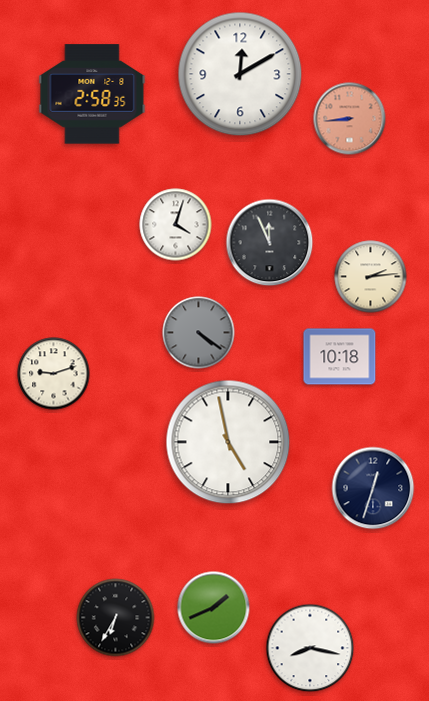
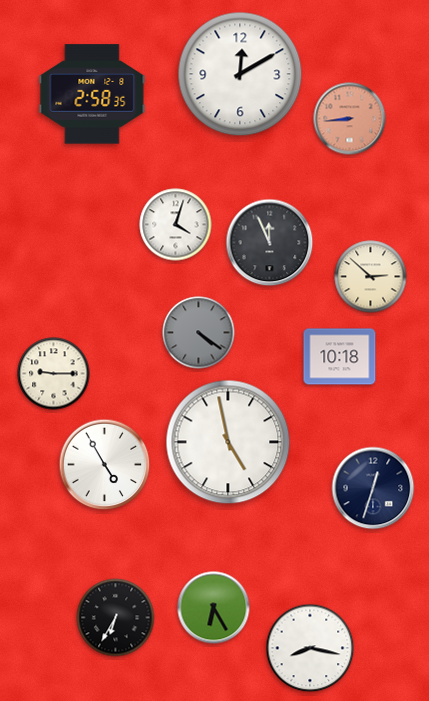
clock at (371, 277): 2:14 -> 2:52
clock at (54, 374): 9:12 -> 9:15
clock at (105, 465): none -> 4:55
clock at (214, 608): 1:41 -> 6:25
